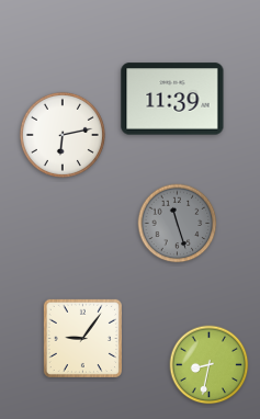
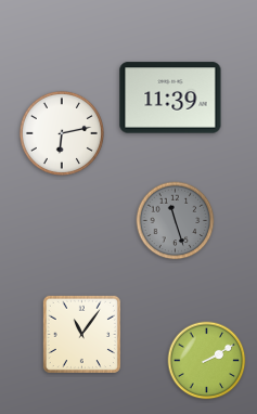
clock at (82, 338): 9:06 -> 11:06
clock at (210, 365): 8:32 -> 2:10
